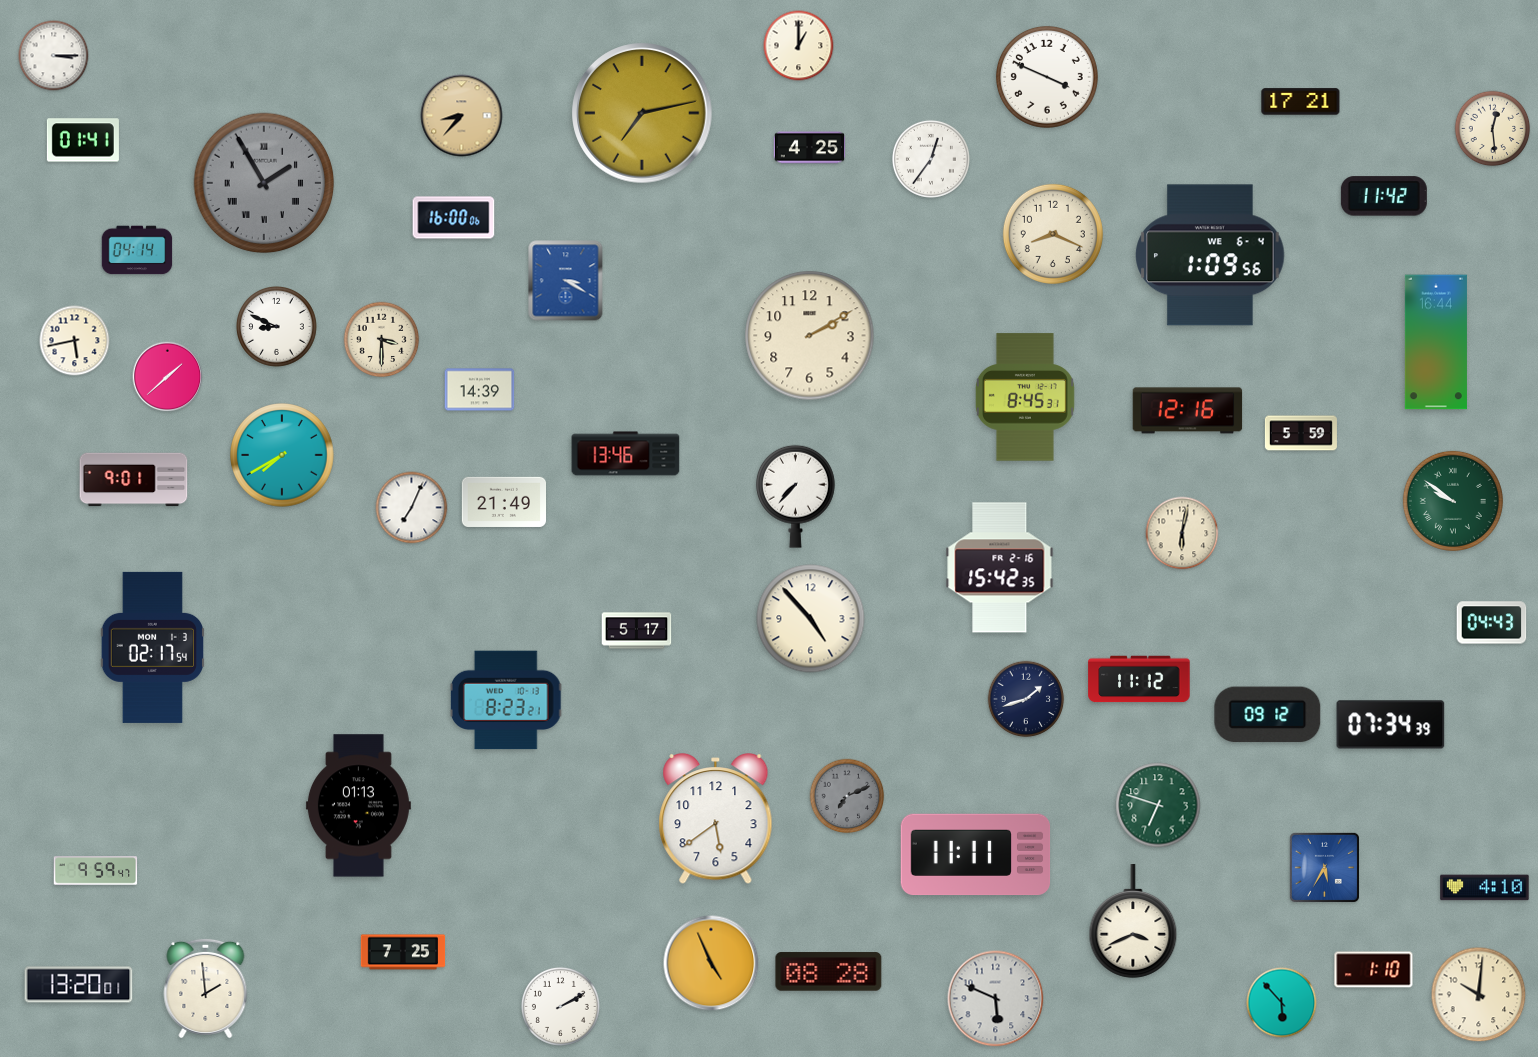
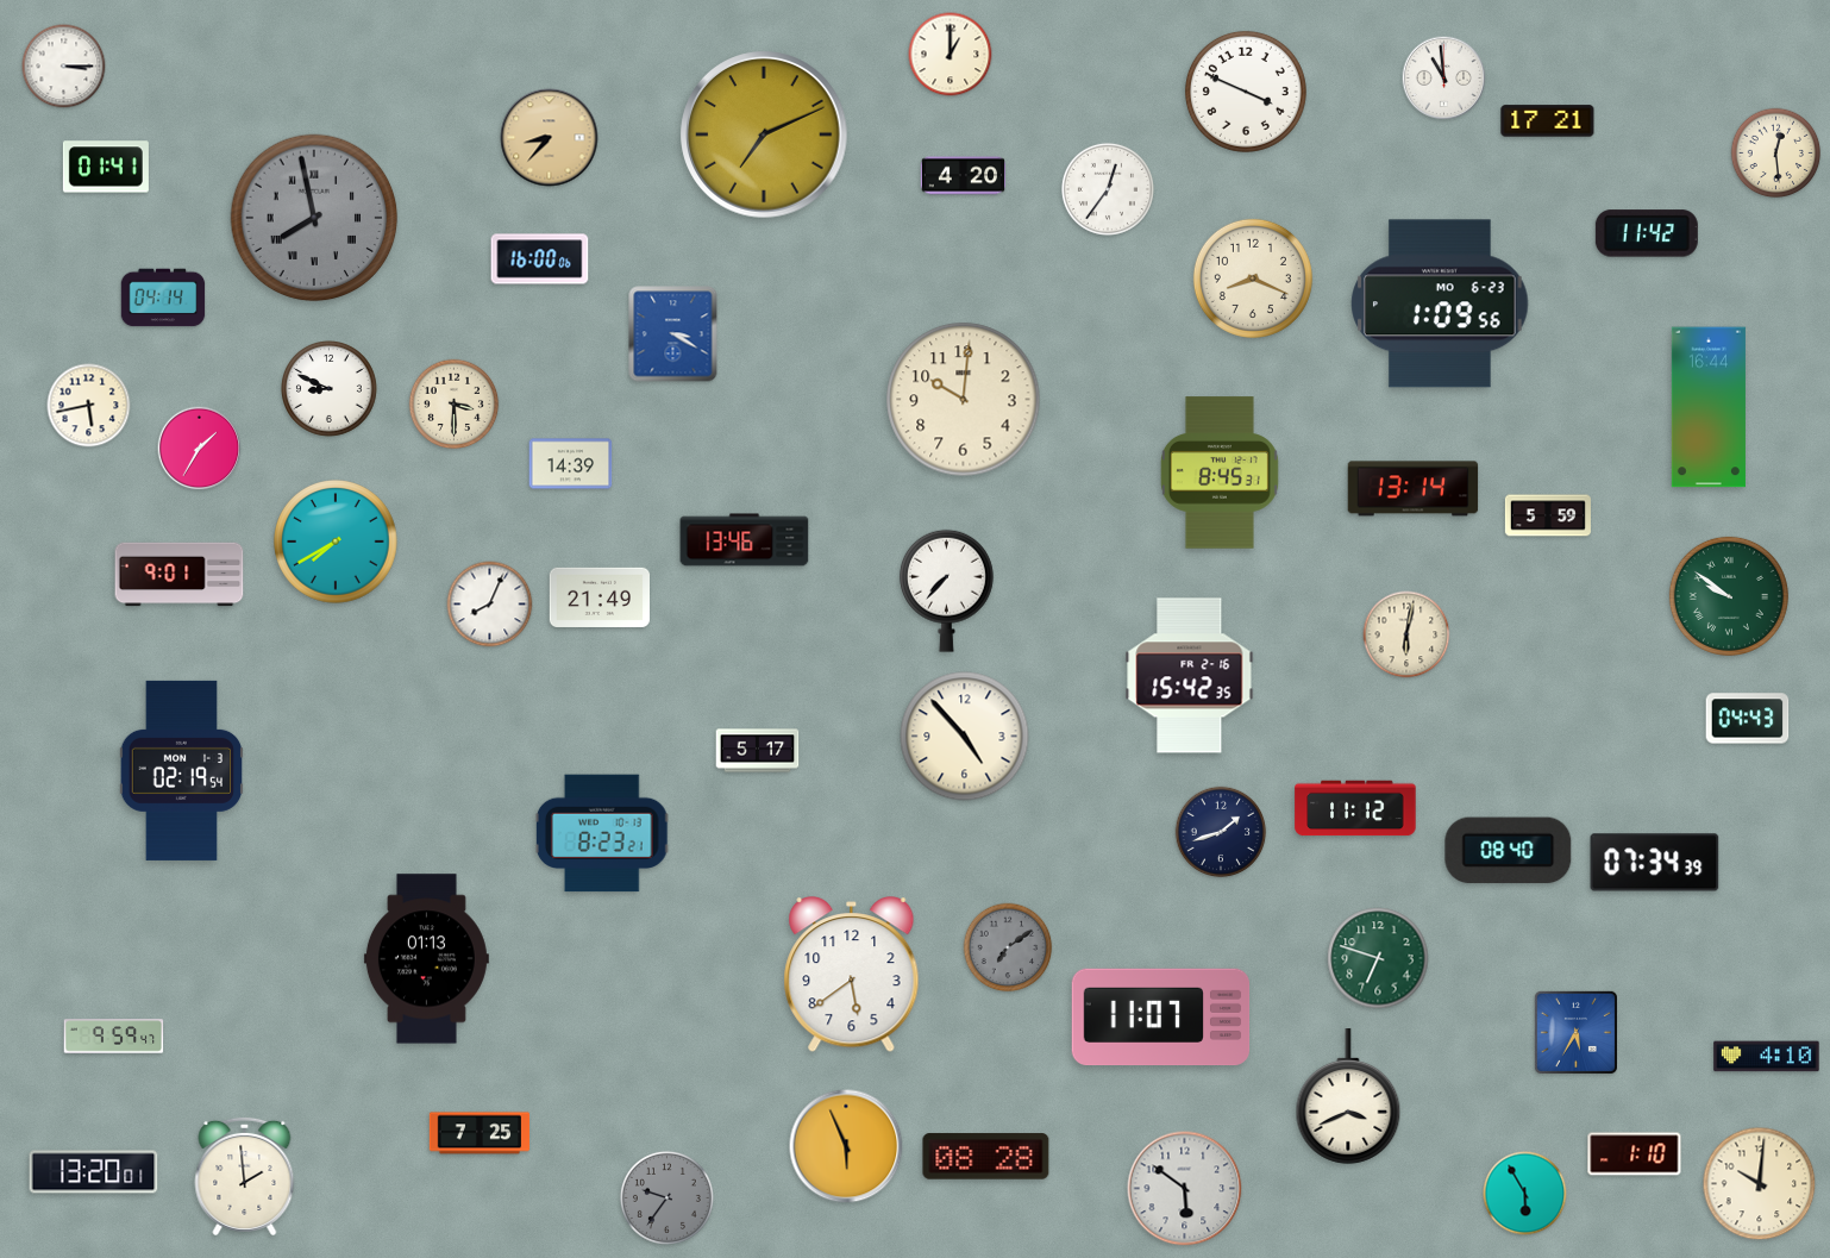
clock at (1444, 79): none -> 10:59
clock at (642, 113): 7:13 -> 7:11
clock at (83, 140) position: (83, 140) -> (106, 167)
clock at (809, 148): 4:25 -> 4:20
clock at (264, 183): 1:55 -> 7:58
clock at (1210, 255) date: WE 6-4 -> MO 6-23
clock at (810, 336): 2:10 -> 10:01
clock at (168, 377): 1:38 -> 1:35
clock at (1188, 411): 12:16 -> 13:14
clock at (134, 480) position: (134, 480) -> (180, 575)
clock at (412, 508): 7:04 -> 8:04
clock at (1492, 623) position: (1492, 623) -> (1748, 719)
clock at (153, 647): 02:17 -> 02:19
clock at (1268, 715): 09:12 -> 08:40
clock at (847, 796): 7:11 -> 7:09
clock at (976, 855): 11:11 -> 11:07
clock at (711, 963): 4:56 -> 5:56
clock at (996, 999): 5:49 -> 5:51
clock at (1282, 1003): 5:53 -> 5:55
clock at (560, 1006): 2:10 -> 9:36
clock at (560, 1006) dial: white -> grey
